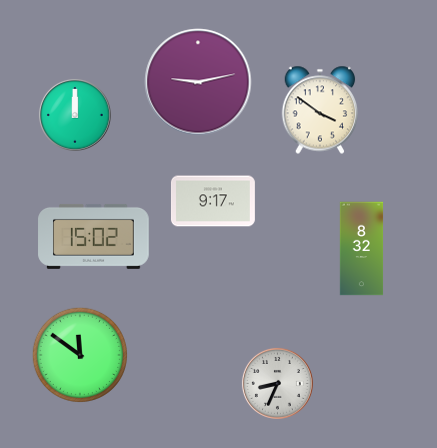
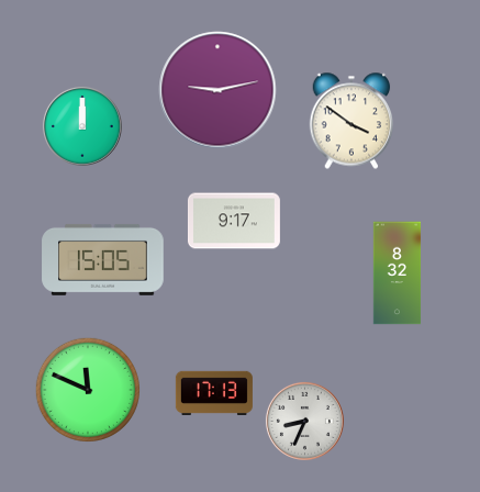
clock at (94, 236): 15:02 -> 15:05
clock at (80, 355): 11:51 -> 11:49
clock at (214, 393): none -> 17:13
